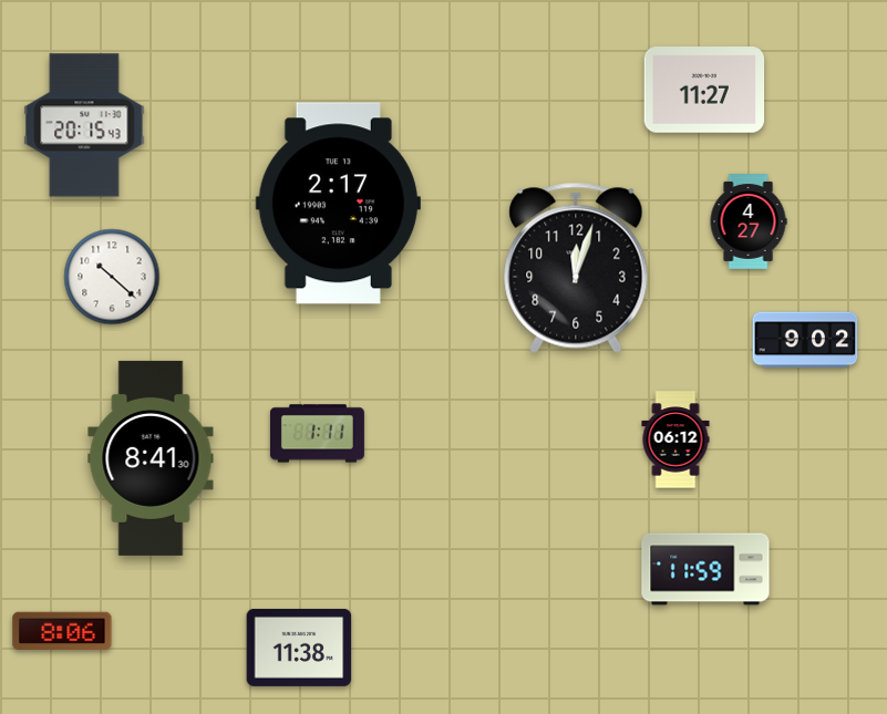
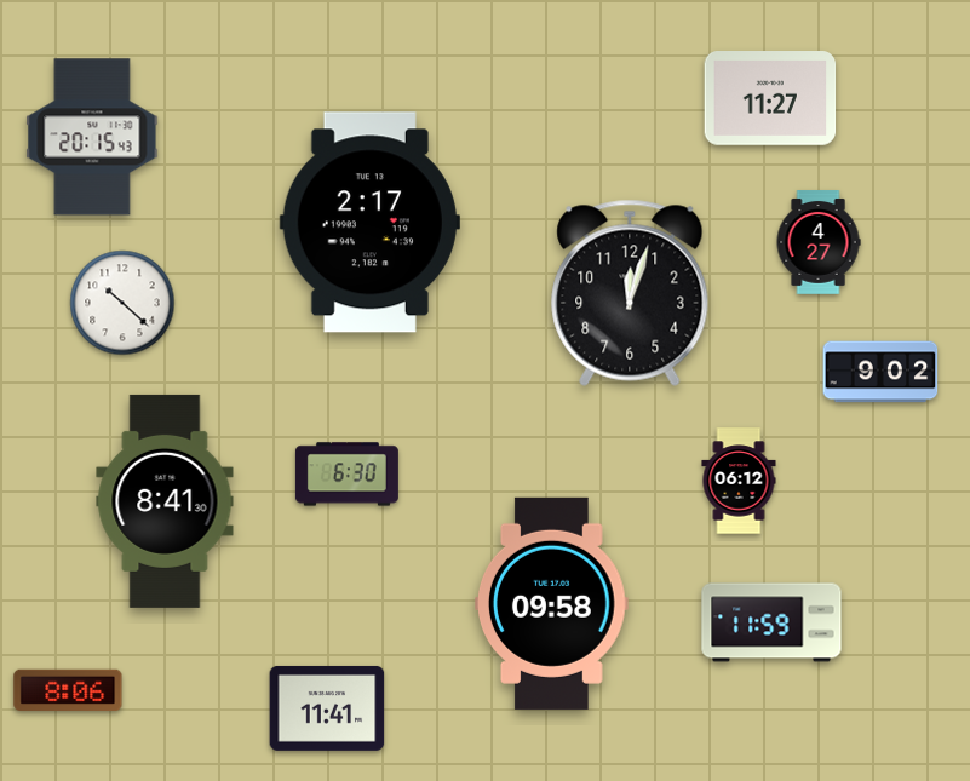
clock at (317, 434): 1:11 -> 6:30
clock at (552, 603): none -> 09:58
clock at (299, 648): 11:38 -> 11:41
